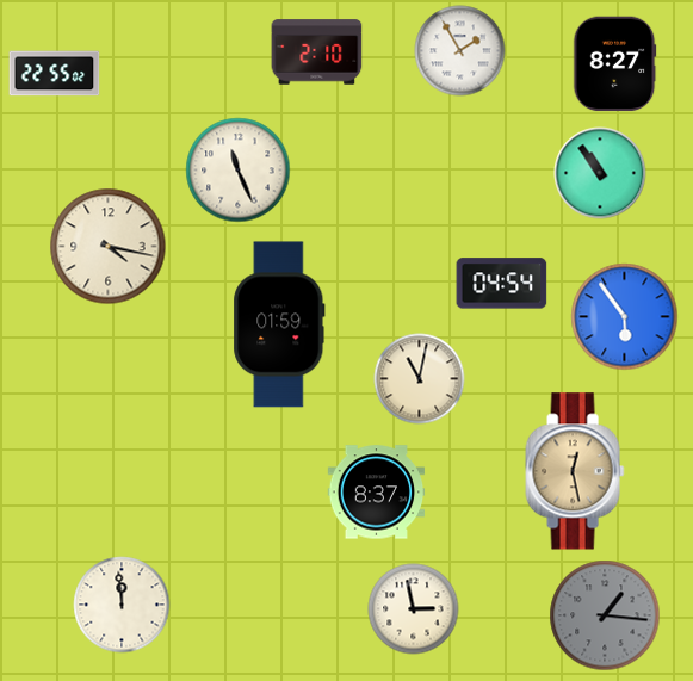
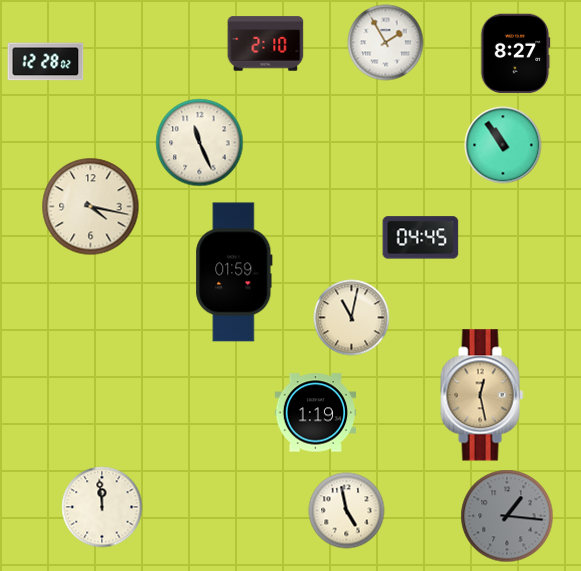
clock at (55, 74): 22:55 -> 12:28
clock at (502, 284): 04:54 -> 04:45
clock at (625, 317): 5:54 -> none
clock at (377, 493): 8:37 -> 1:19
clock at (414, 609): 2:58 -> 4:58
